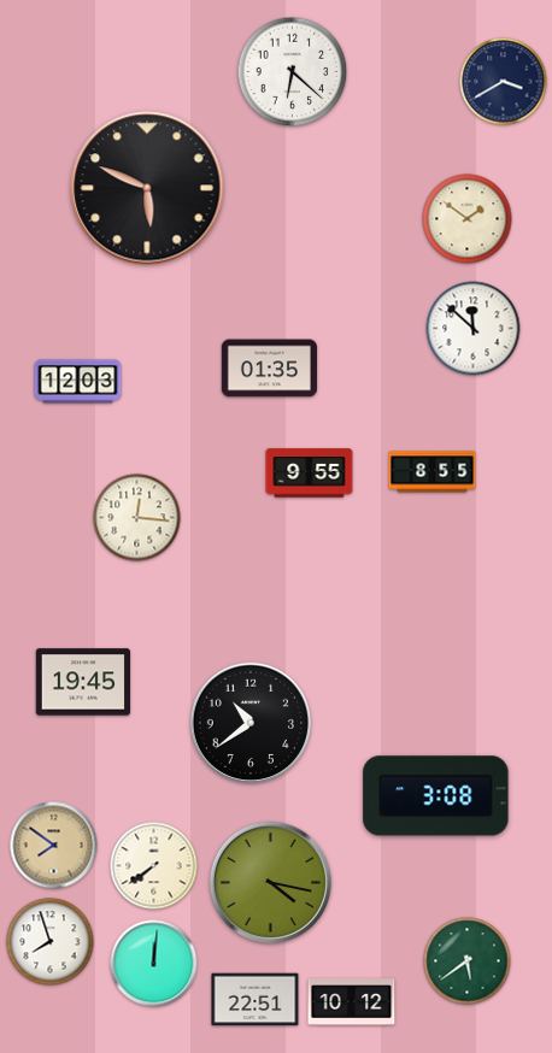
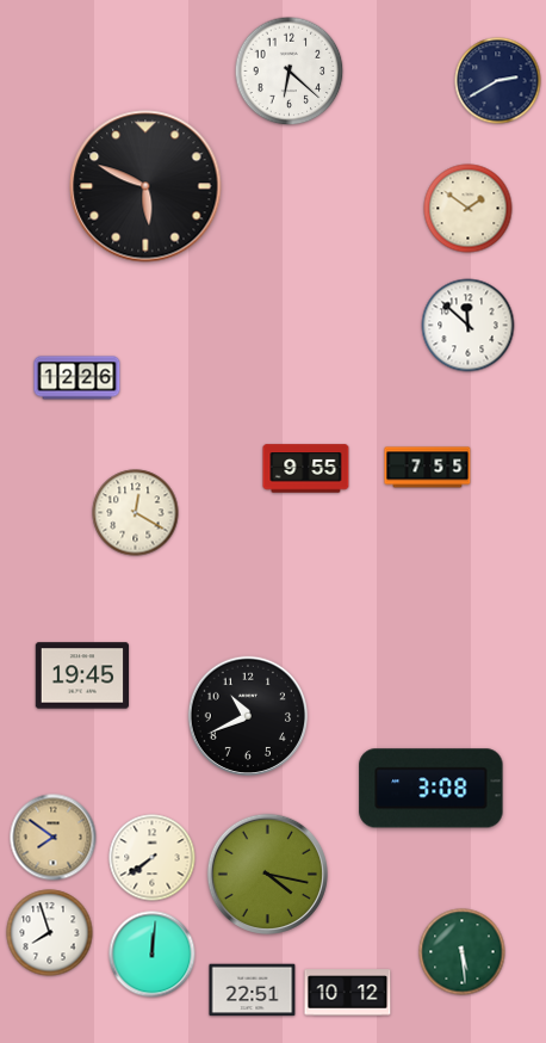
clock at (504, 82): 3:40 -> 2:40
clock at (468, 219) position: (468, 219) -> (469, 209)
clock at (269, 369): 01:35 -> none
clock at (78, 382): 12:03 -> 12:26
clock at (433, 472): 8:55 -> 7:55
clock at (137, 518): 12:16 -> 12:20
clock at (249, 722): 10:39 -> 10:41
clock at (468, 961): 5:39 -> 5:29
